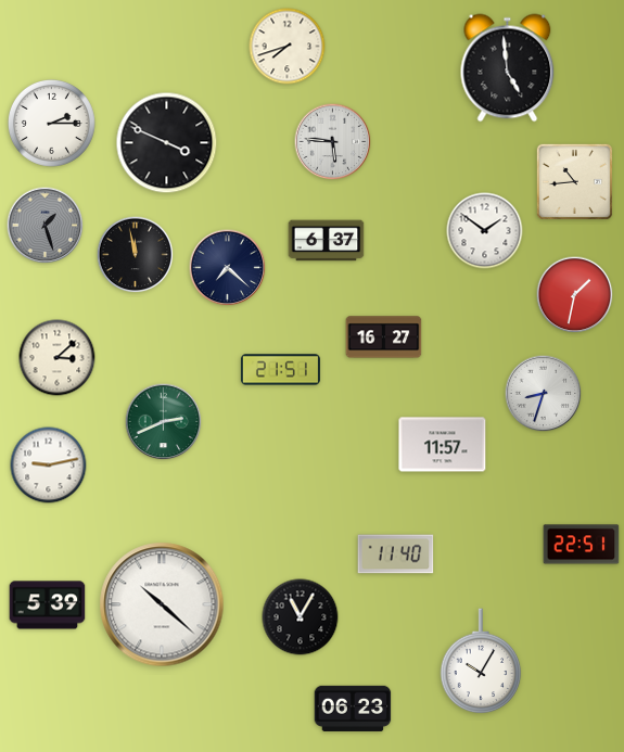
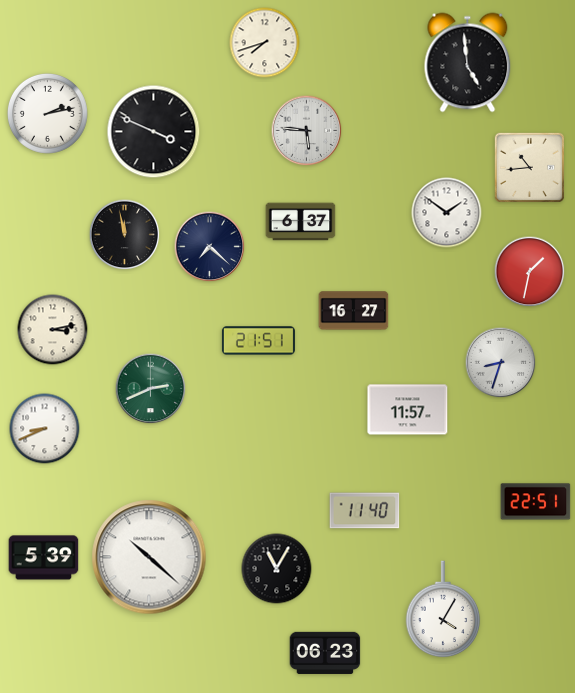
clock at (51, 123): 2:15 -> 2:13
clock at (46, 226): 1:27 -> none
clock at (58, 358): 3:08 -> 3:13
clock at (49, 466): 9:13 -> 8:41
clock at (481, 662): 10:05 -> 4:05
